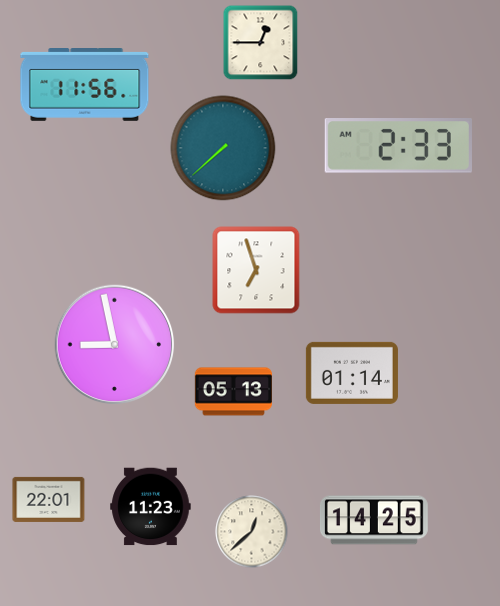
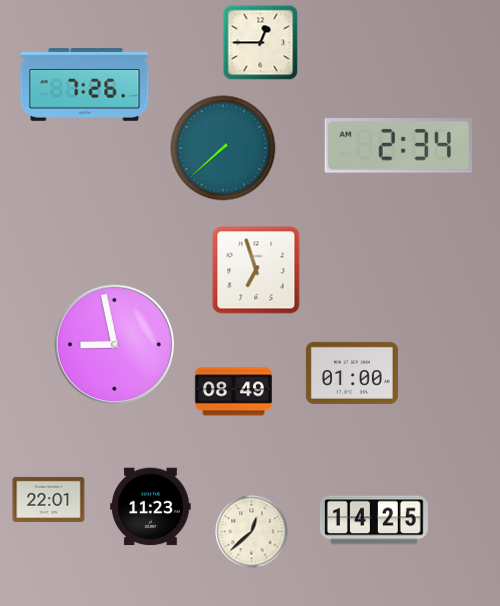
clock at (85, 85): 11:56 -> 7:26
clock at (398, 146): 2:33 -> 2:34
clock at (352, 373): 01:14 -> 01:00
clock at (233, 392): 05:13 -> 08:49
